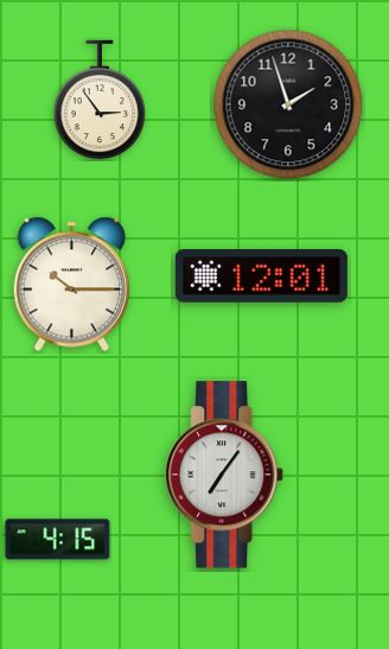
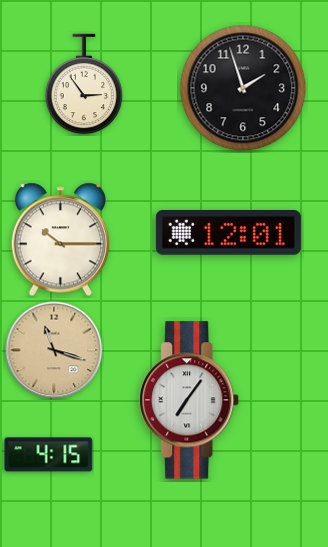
clock at (261, 276) position: (261, 276) -> (228, 233)
clock at (54, 350): none -> 11:18
